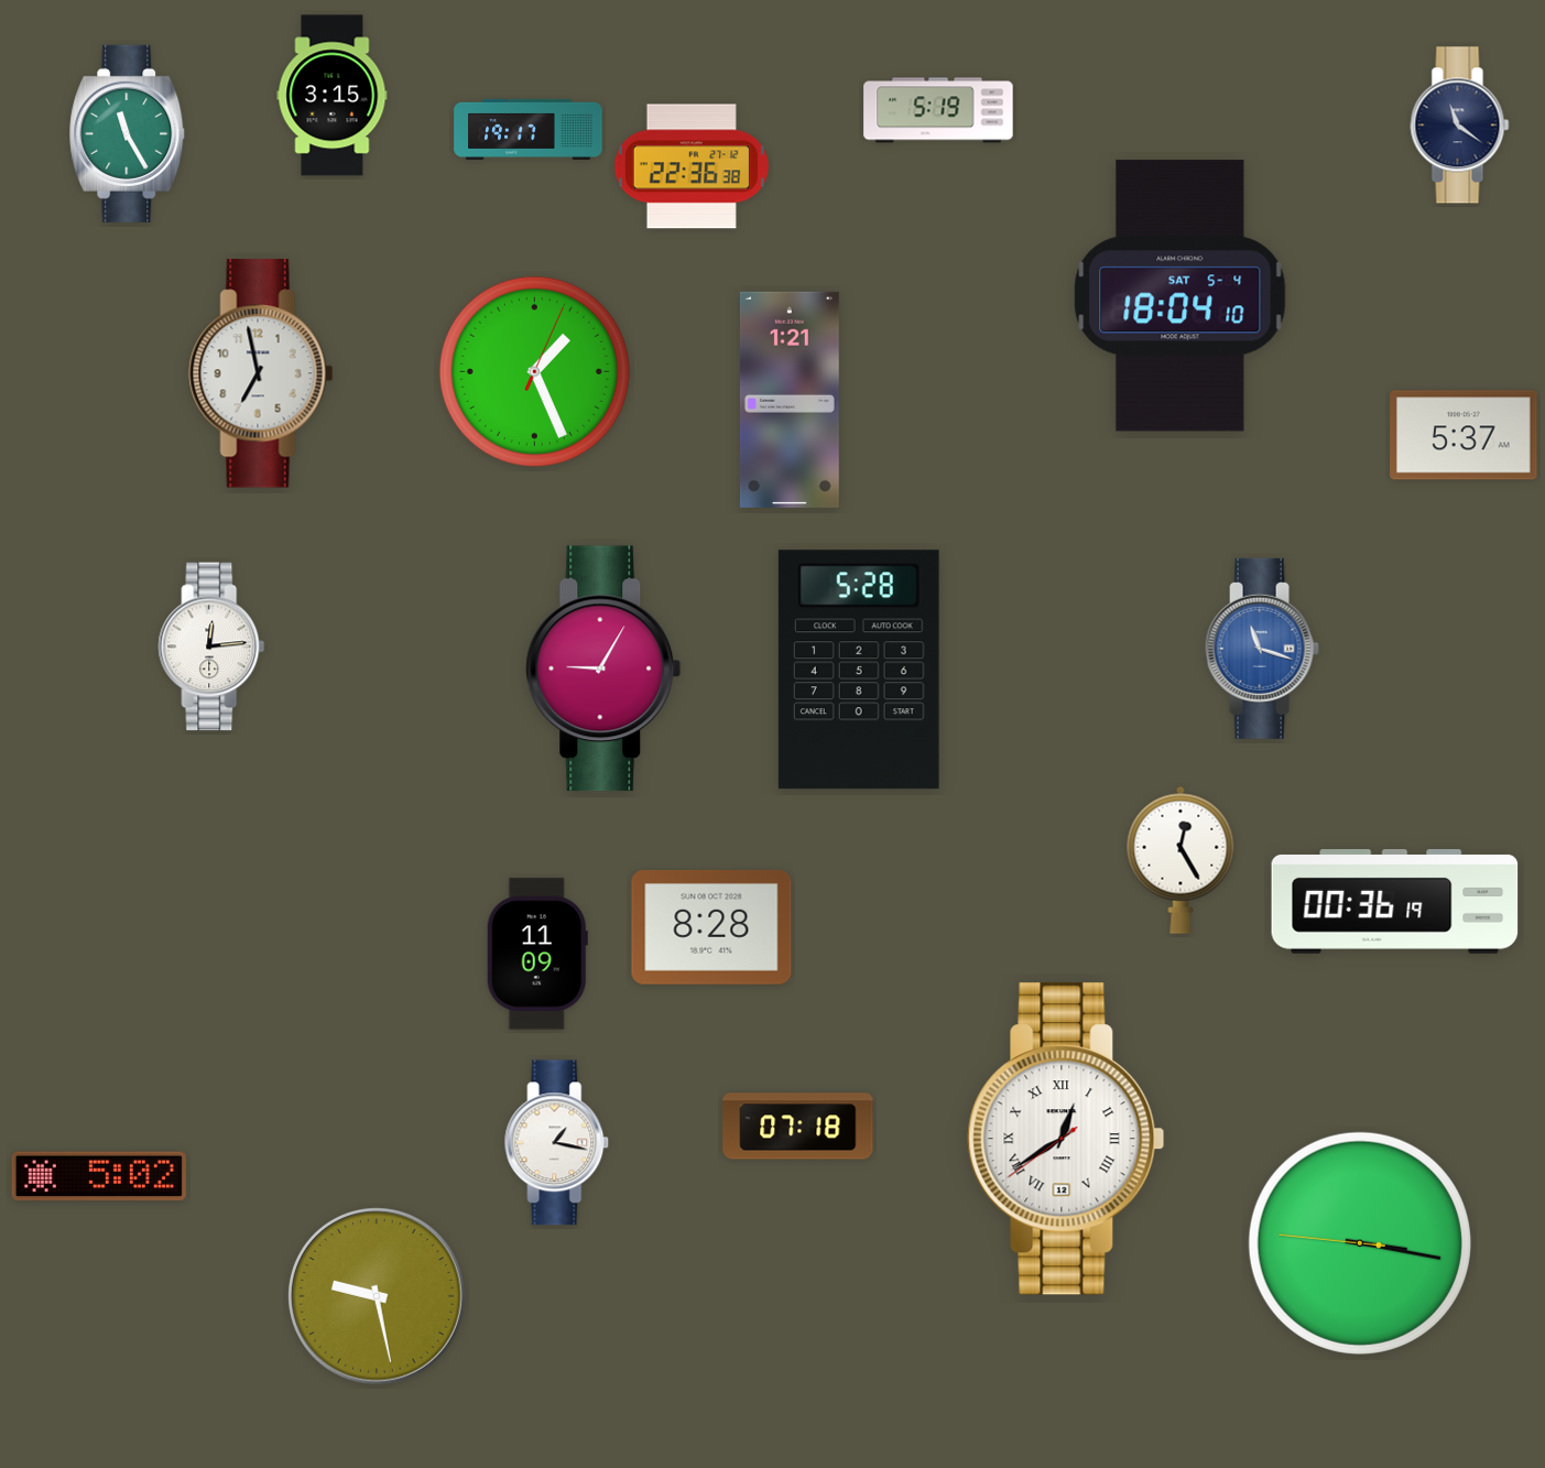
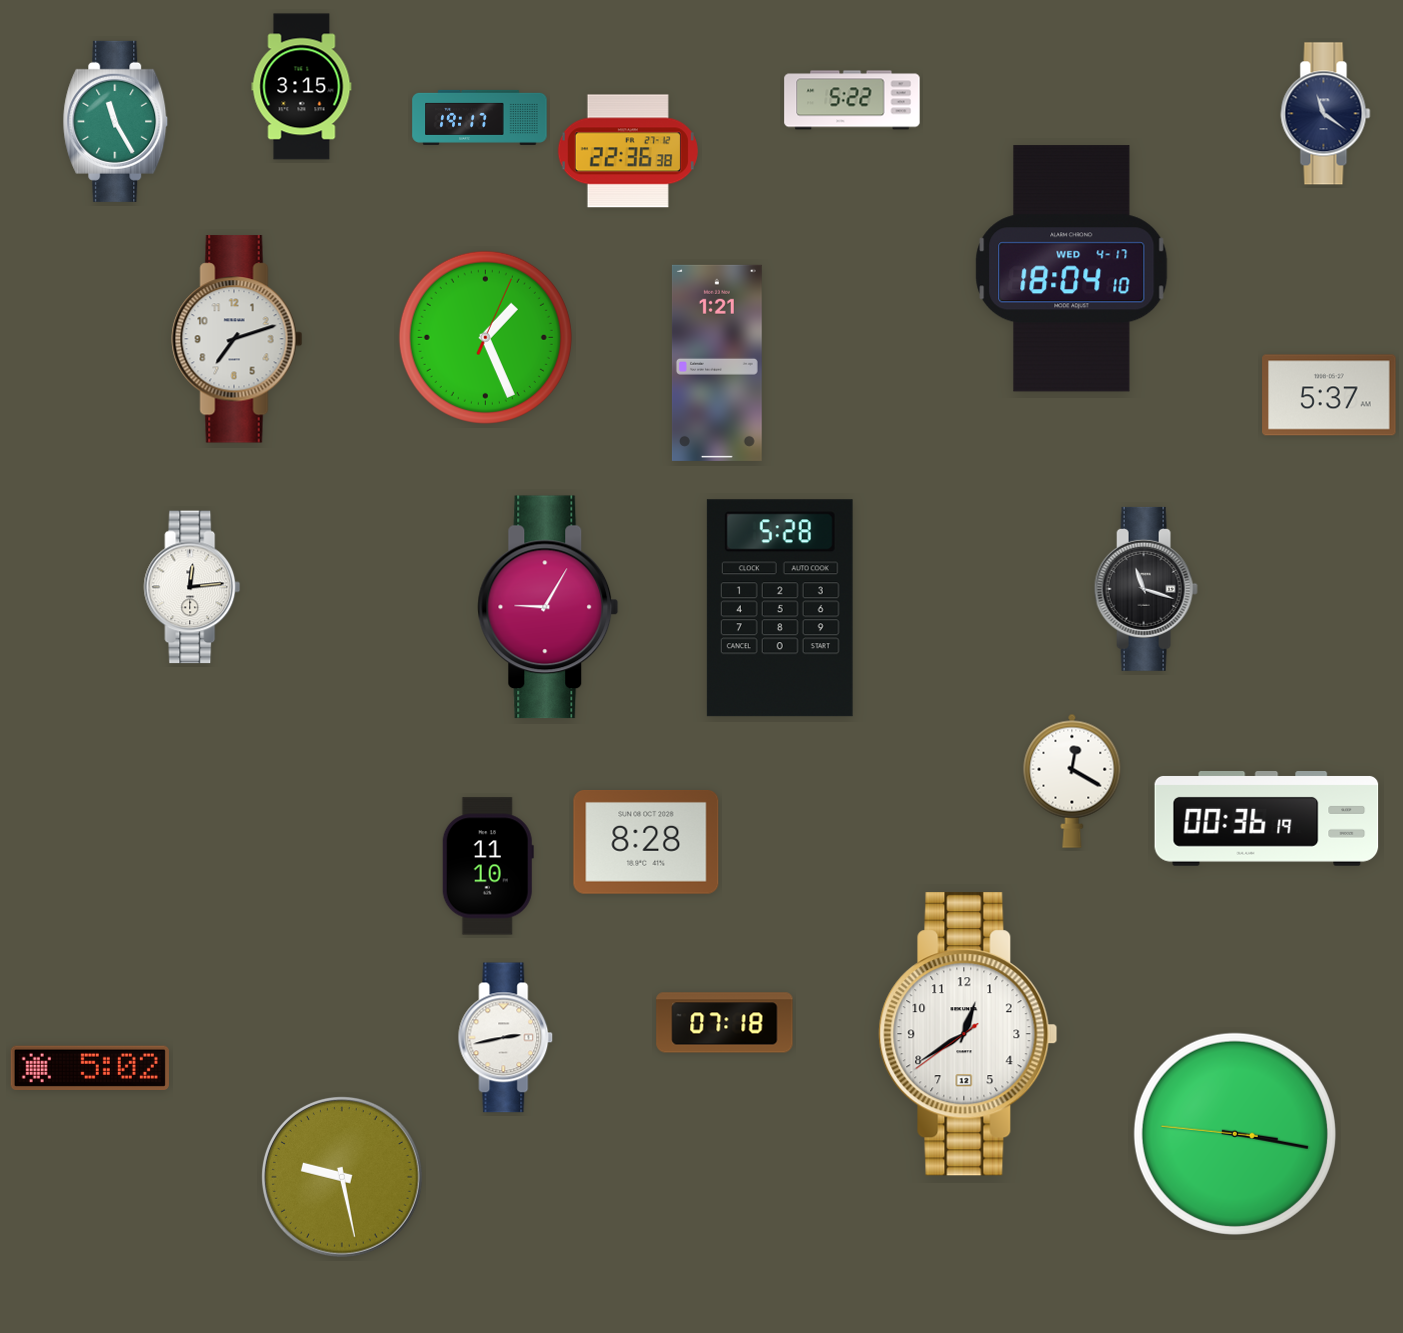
clock at (938, 110): 5:19 -> 5:22
clock at (1180, 296) date: SAT 5-4 -> WED 4-17
clock at (261, 373): 6:58 -> 7:12
clock at (1262, 649) dial: blue -> black
clock at (1180, 860): 12:25 -> 12:20
clock at (537, 954): 11:09 -> 11:10
clock at (1066, 1139) numerals: Roman -> Arabic
clock at (557, 1143): 1:17 -> 2:43
clock at (1360, 1243) position: (1360, 1243) -> (1235, 1134)
